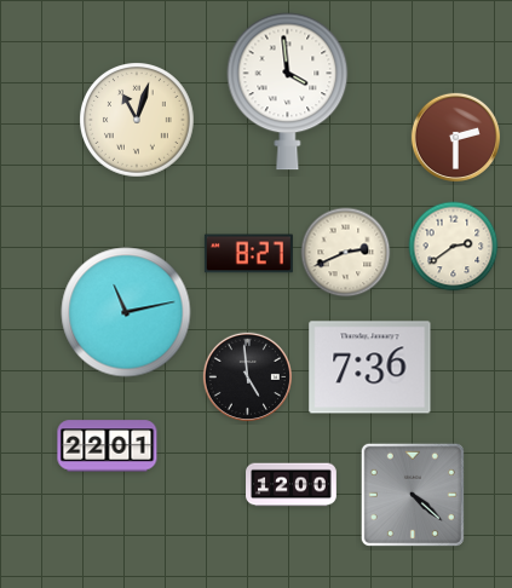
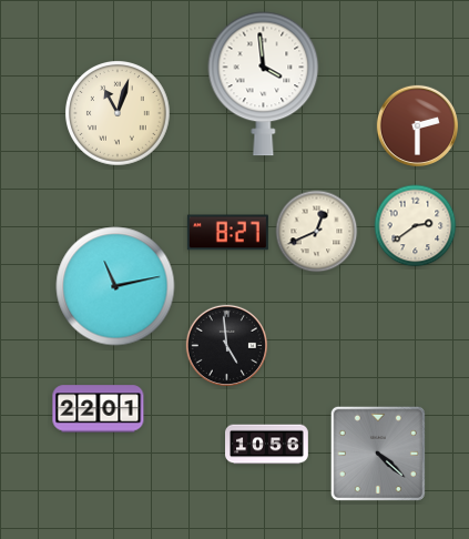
clock at (138, 121) position: (138, 121) -> (119, 114)
clock at (346, 253): 2:41 -> 12:41
clock at (370, 368): 7:36 -> none
clock at (292, 485): 12:00 -> 10:56
